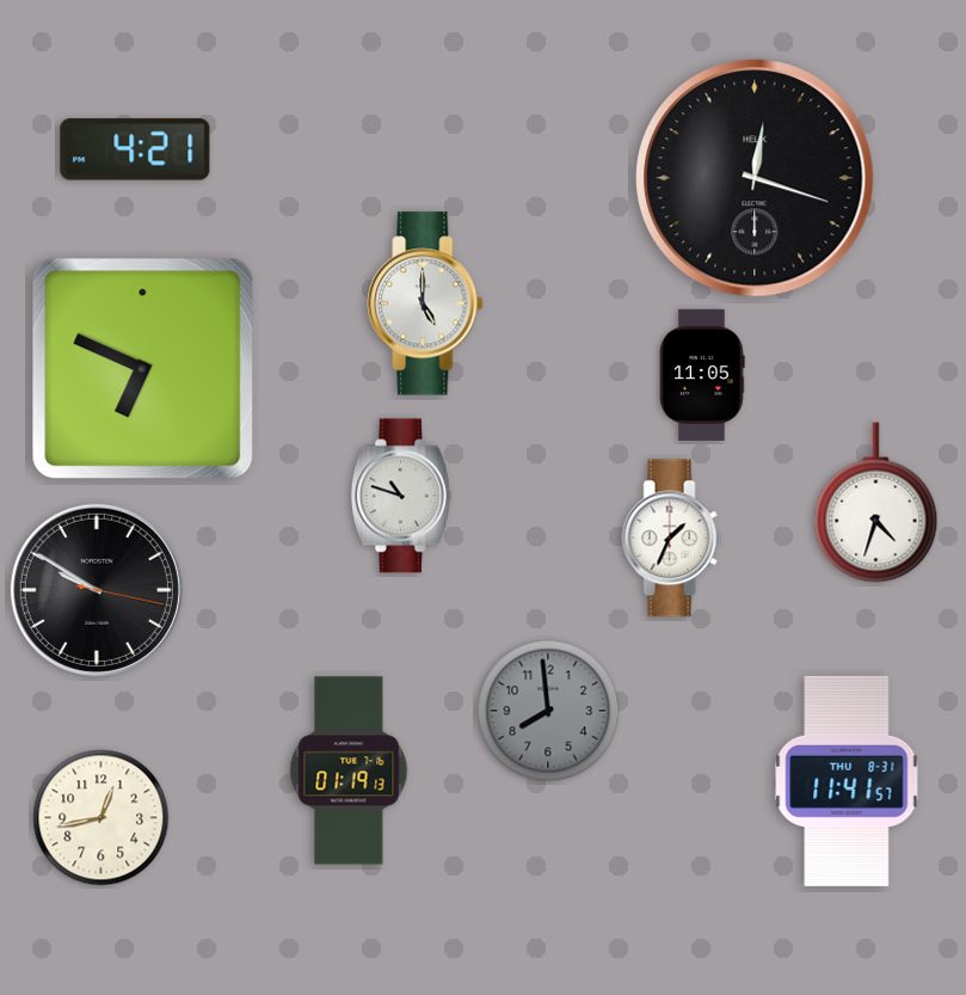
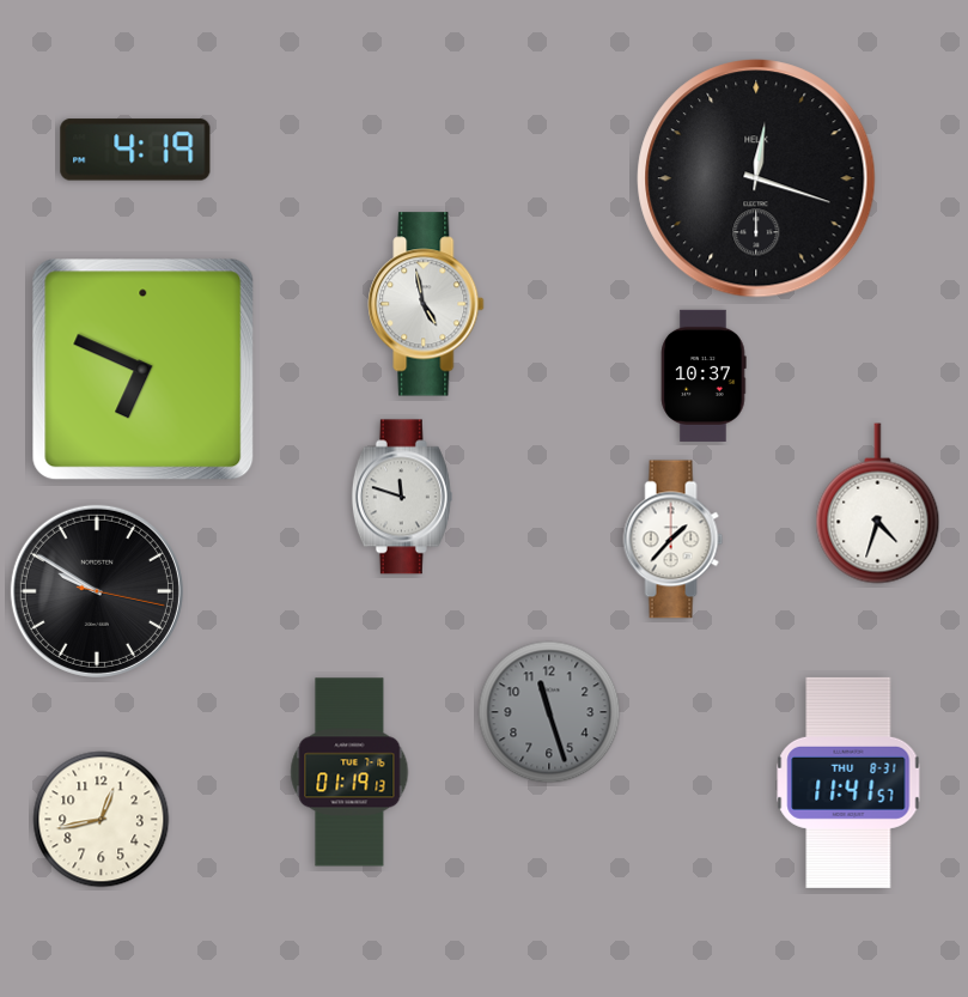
clock at (135, 149): 4:21 -> 4:19
clock at (425, 303): 5:00 -> 4:58
clock at (702, 375): 11:05 -> 10:37
clock at (401, 496): 10:48 -> 11:48
clock at (672, 539): 1:34 -> 1:37
clock at (548, 711): 7:59 -> 11:27
